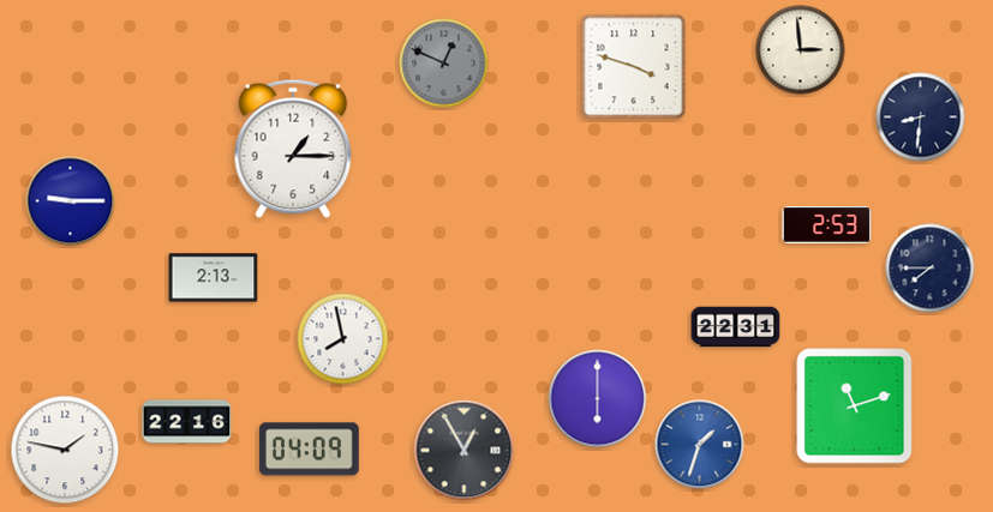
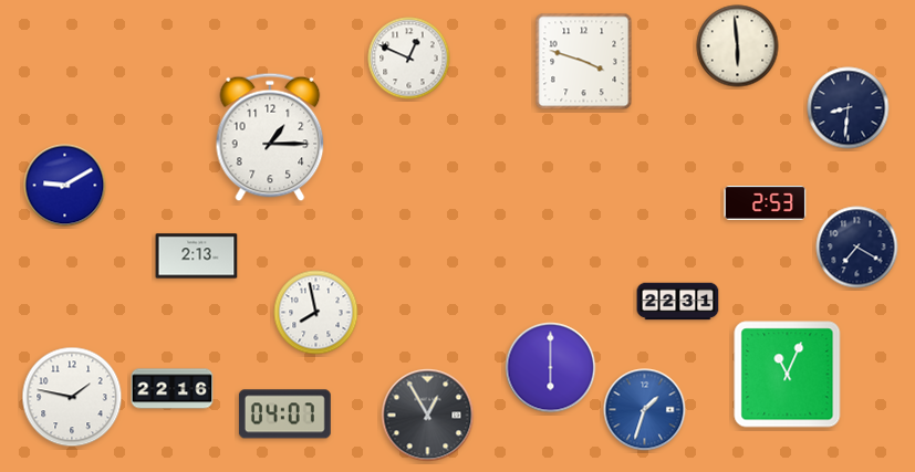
clock at (801, 50): 2:59 -> 5:59
clock at (444, 64) dial: grey -> white
clock at (71, 201): 9:15 -> 9:10
clock at (827, 225) position: (827, 225) -> (766, 203)
clock at (931, 269): 7:45 -> 7:20
clock at (855, 406): 11:12 -> 11:04
clock at (65, 450) position: (65, 450) -> (72, 397)
clock at (309, 450): 04:09 -> 04:07
